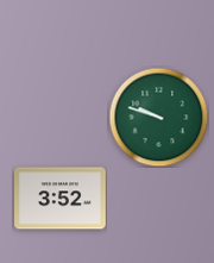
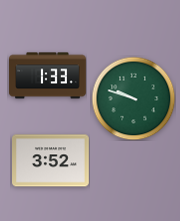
clock at (48, 76): none -> 1:33
clock at (61, 199) position: (61, 199) -> (51, 161)
